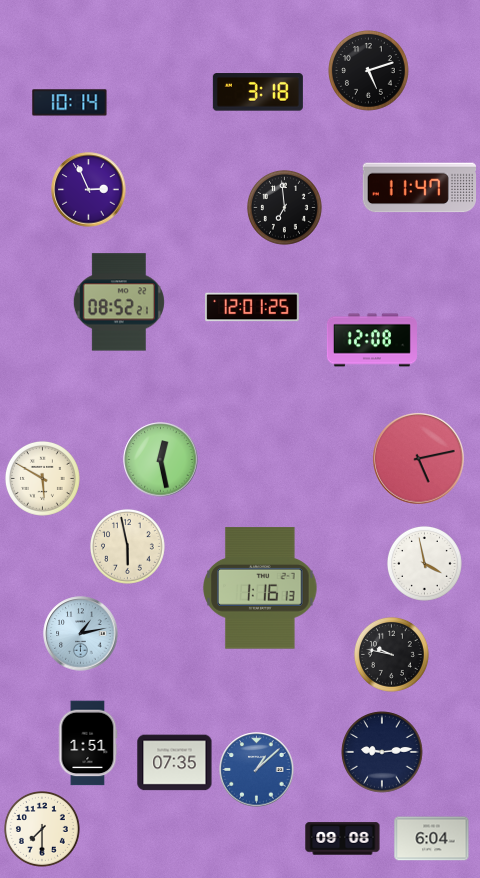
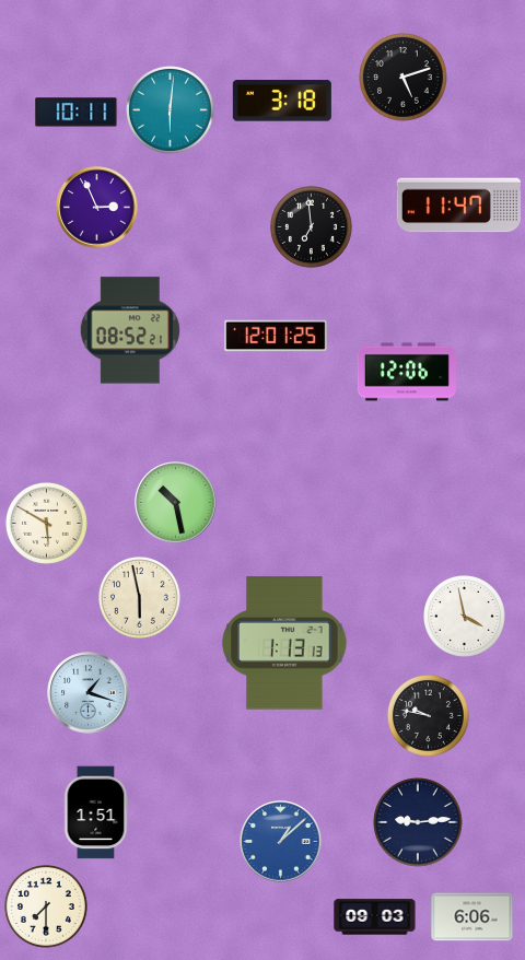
clock at (171, 110): none -> 6:01
clock at (70, 103): 10:14 -> 10:11
clock at (372, 340): 12:08 -> 12:06
clock at (419, 459): 5:13 -> none
clock at (161, 460): 12:28 -> 10:28
clock at (260, 588): 1:16 -> 1:13
clock at (81, 634): 1:13 -> 1:18
clock at (175, 763): 07:35 -> none
clock at (343, 839): 09:08 -> 09:03
clock at (432, 839): 6:04 -> 6:06
